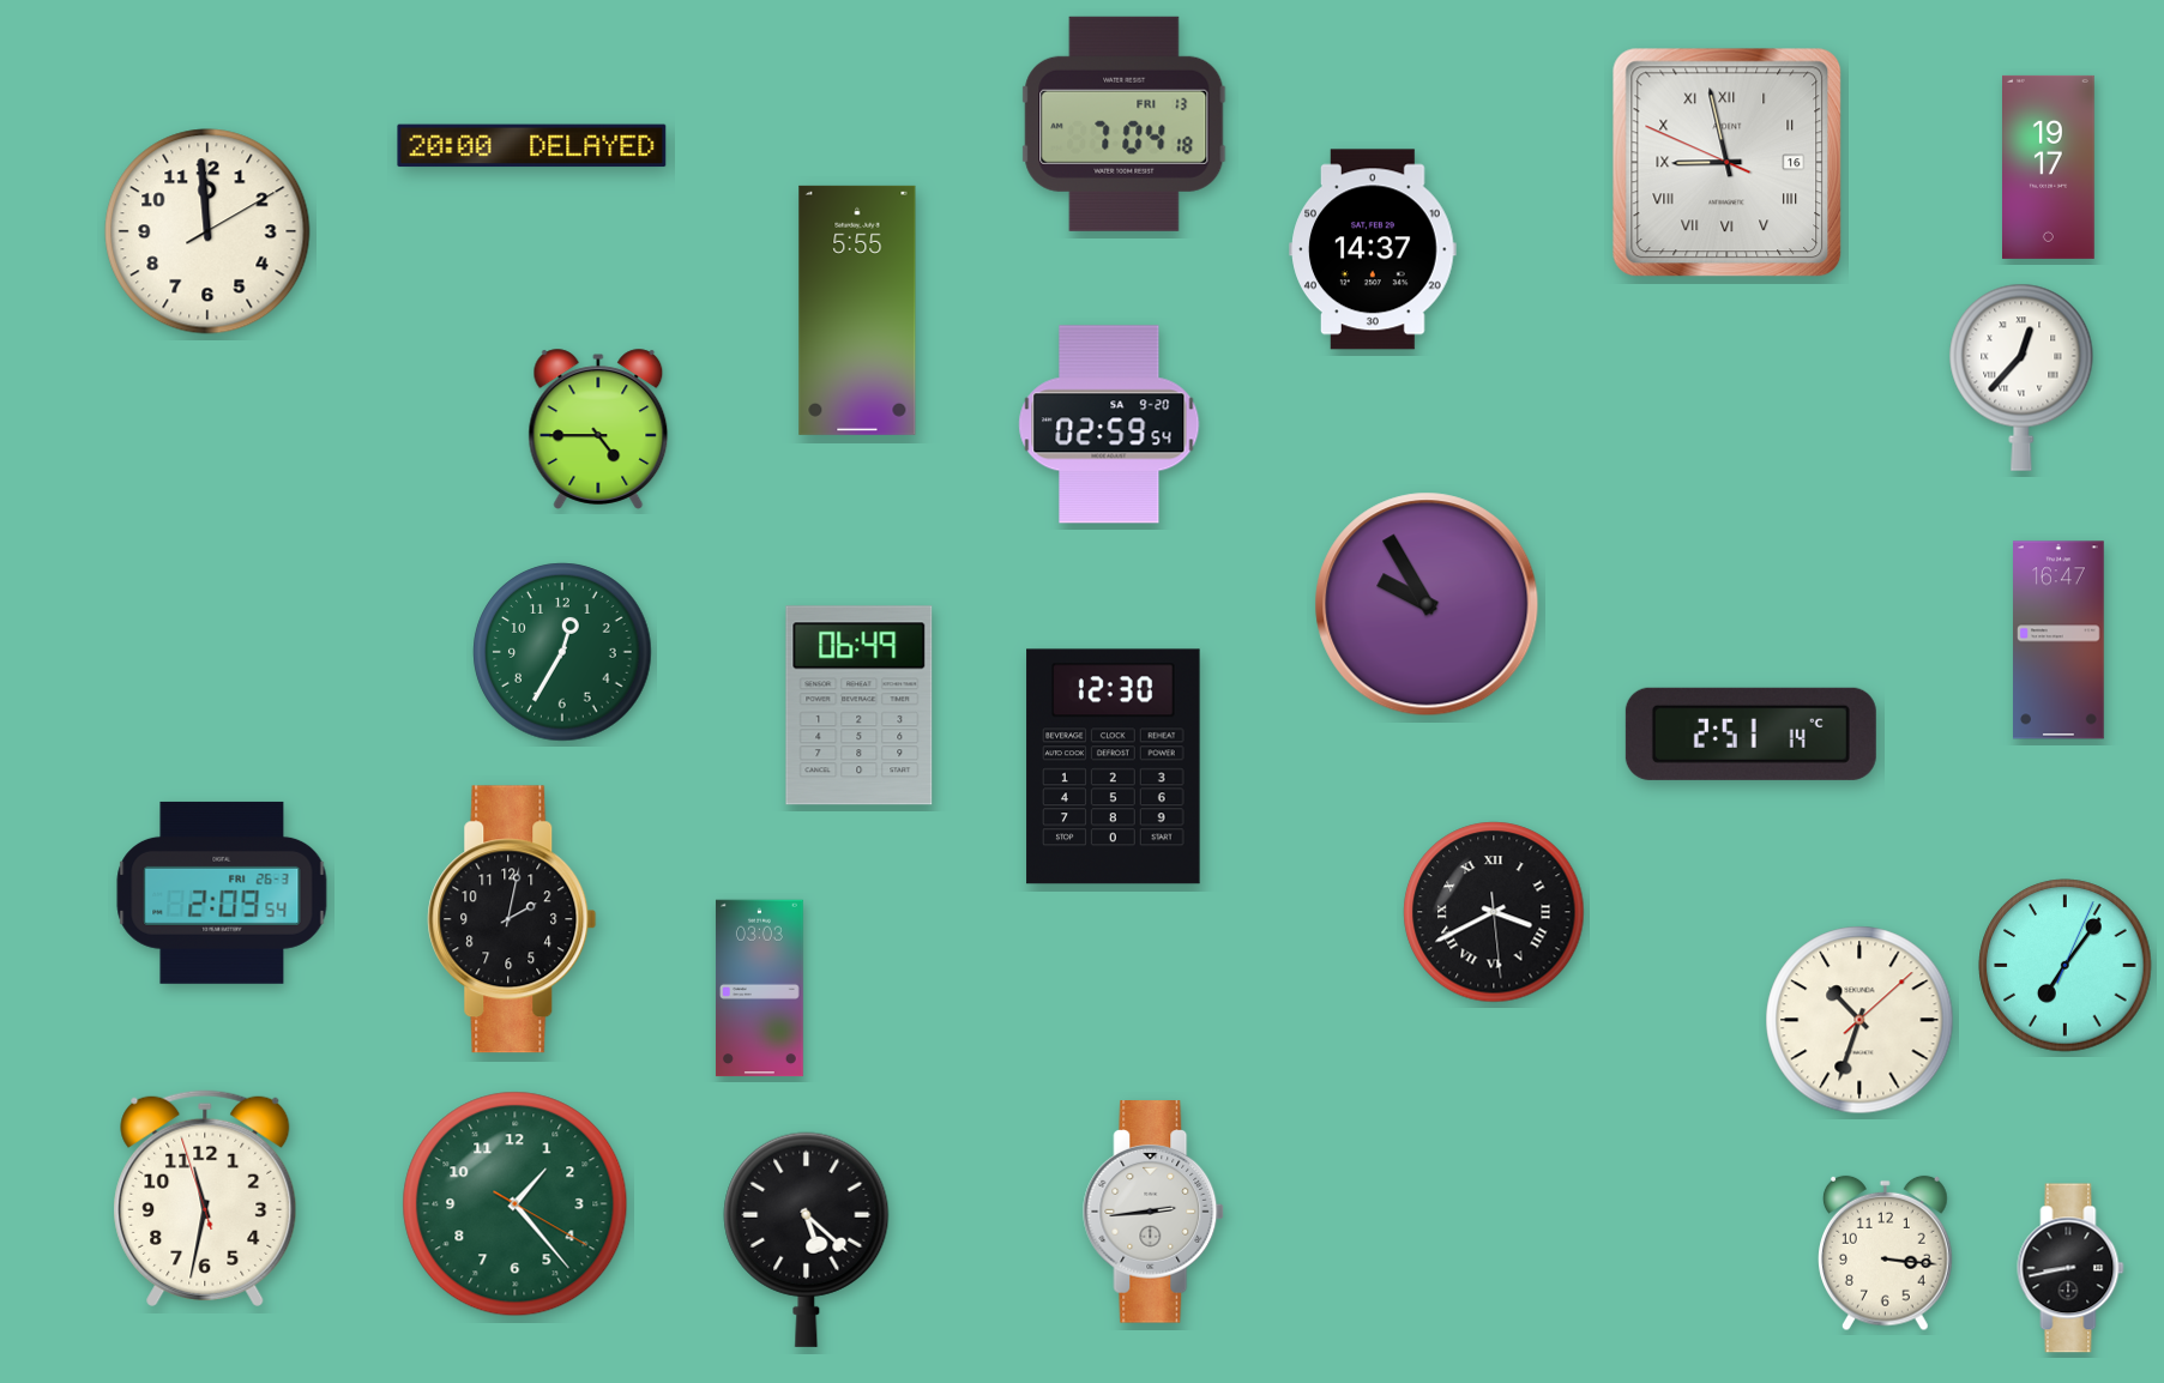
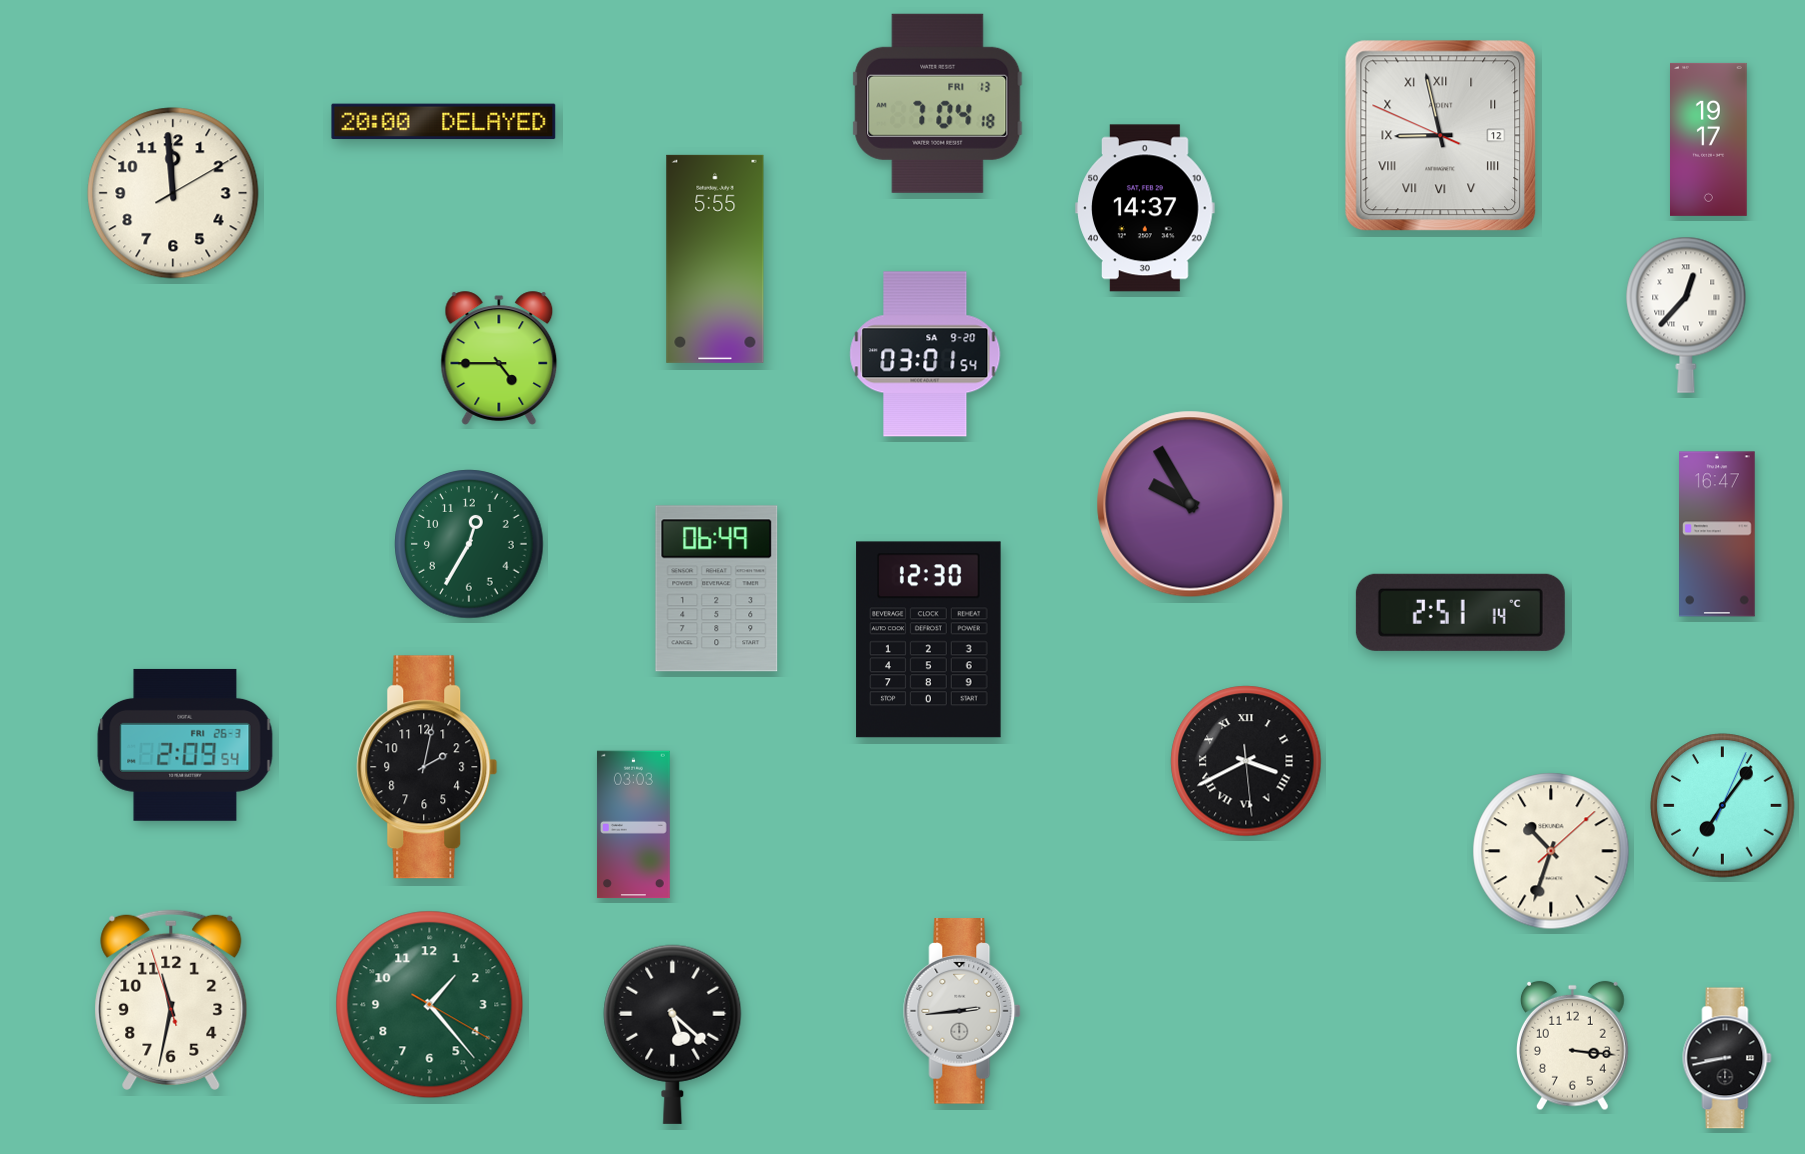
clock at (1728, 163) date: 16 -> 12
clock at (1109, 424): 02:59 -> 03:01
